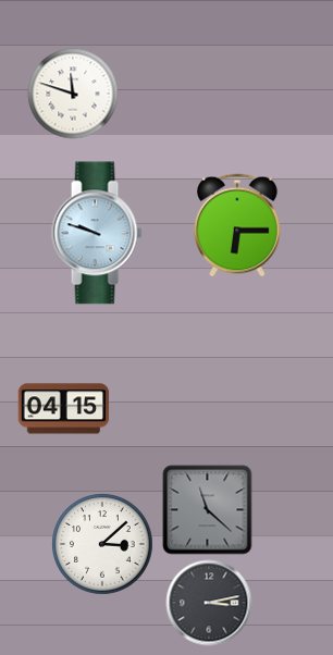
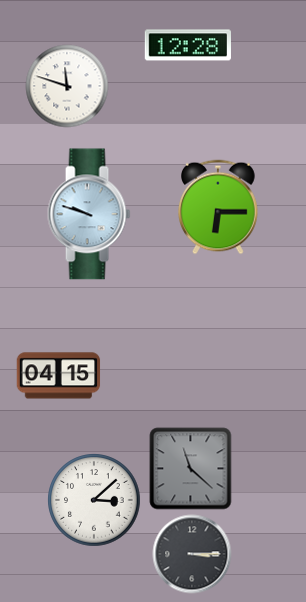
clock at (188, 45): none -> 12:28
clock at (209, 603): 3:13 -> 3:15
